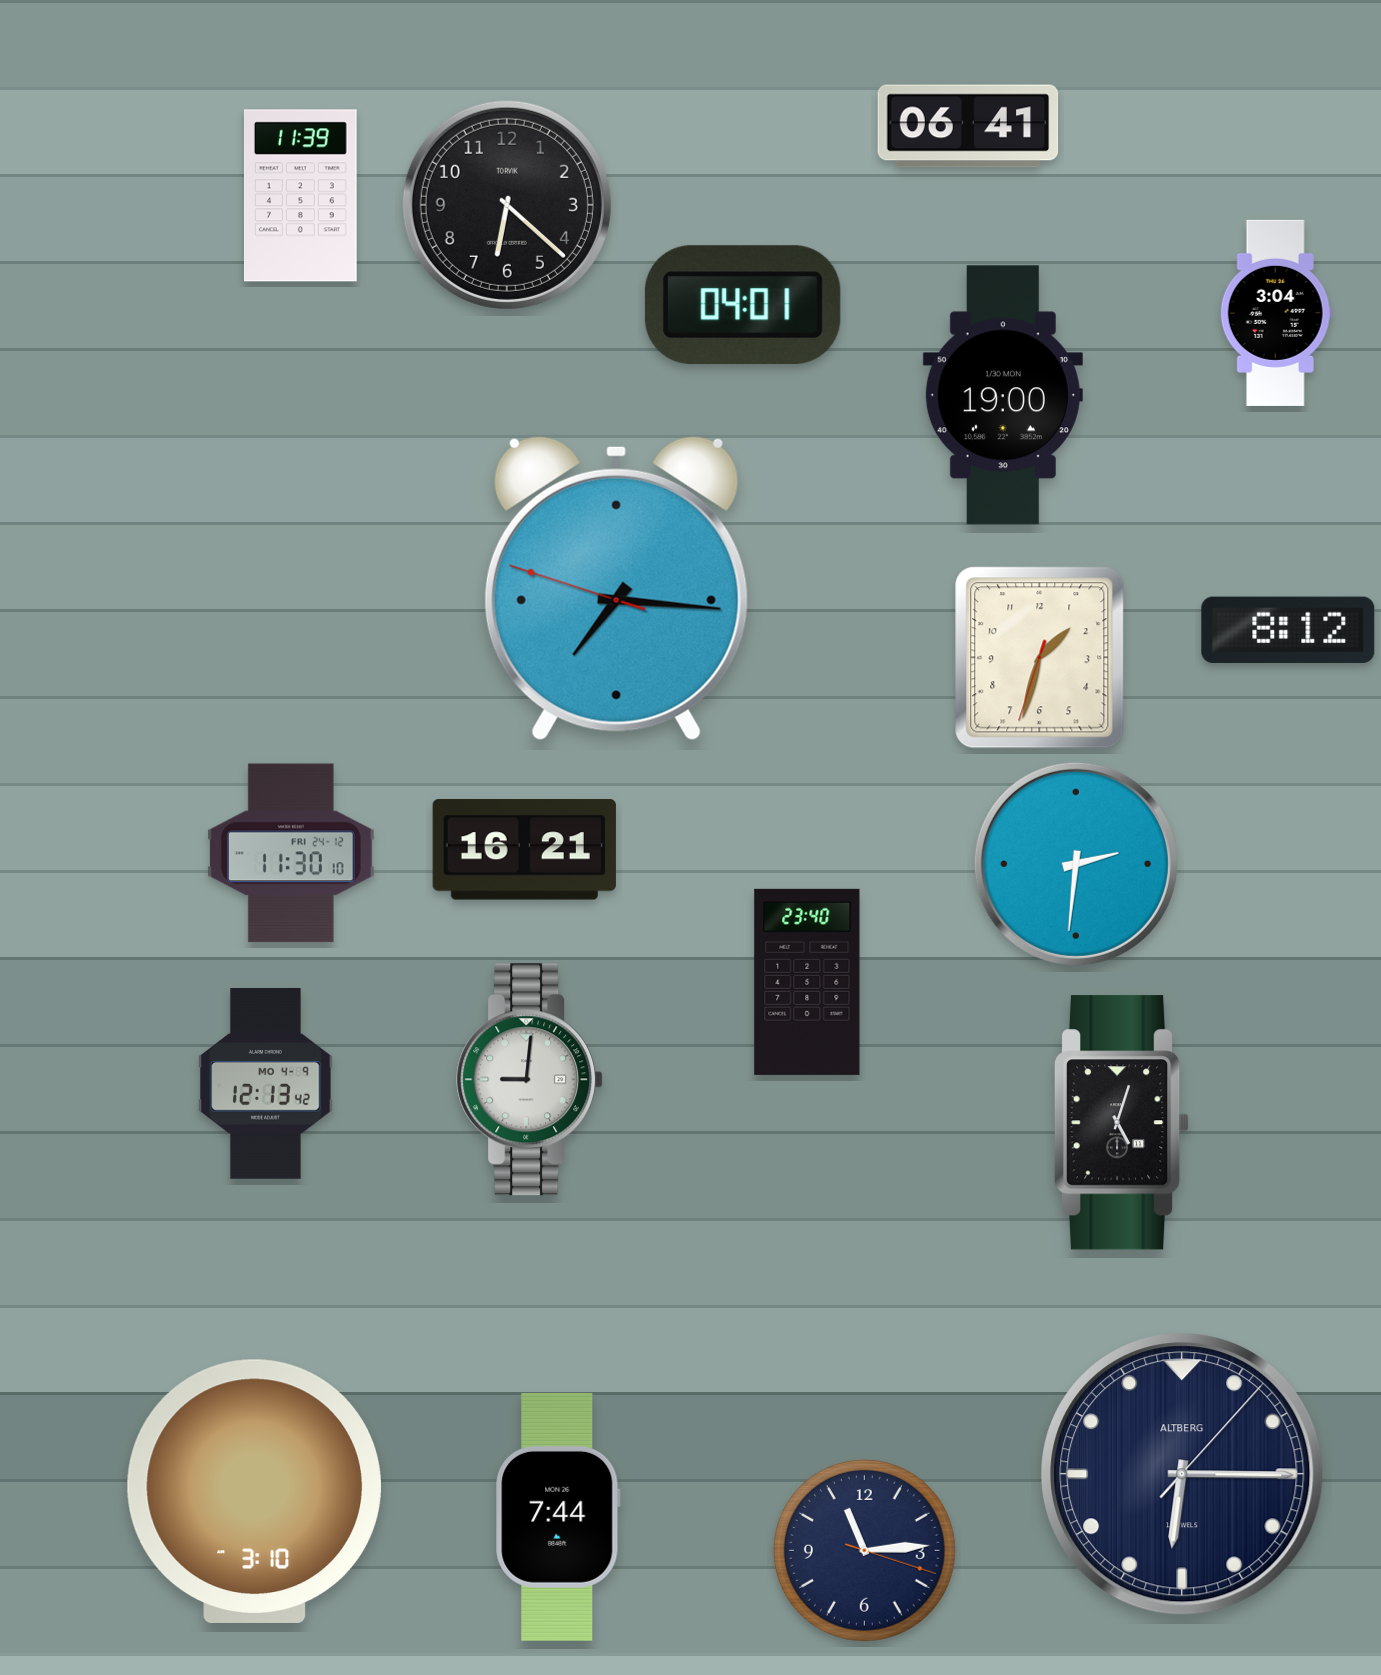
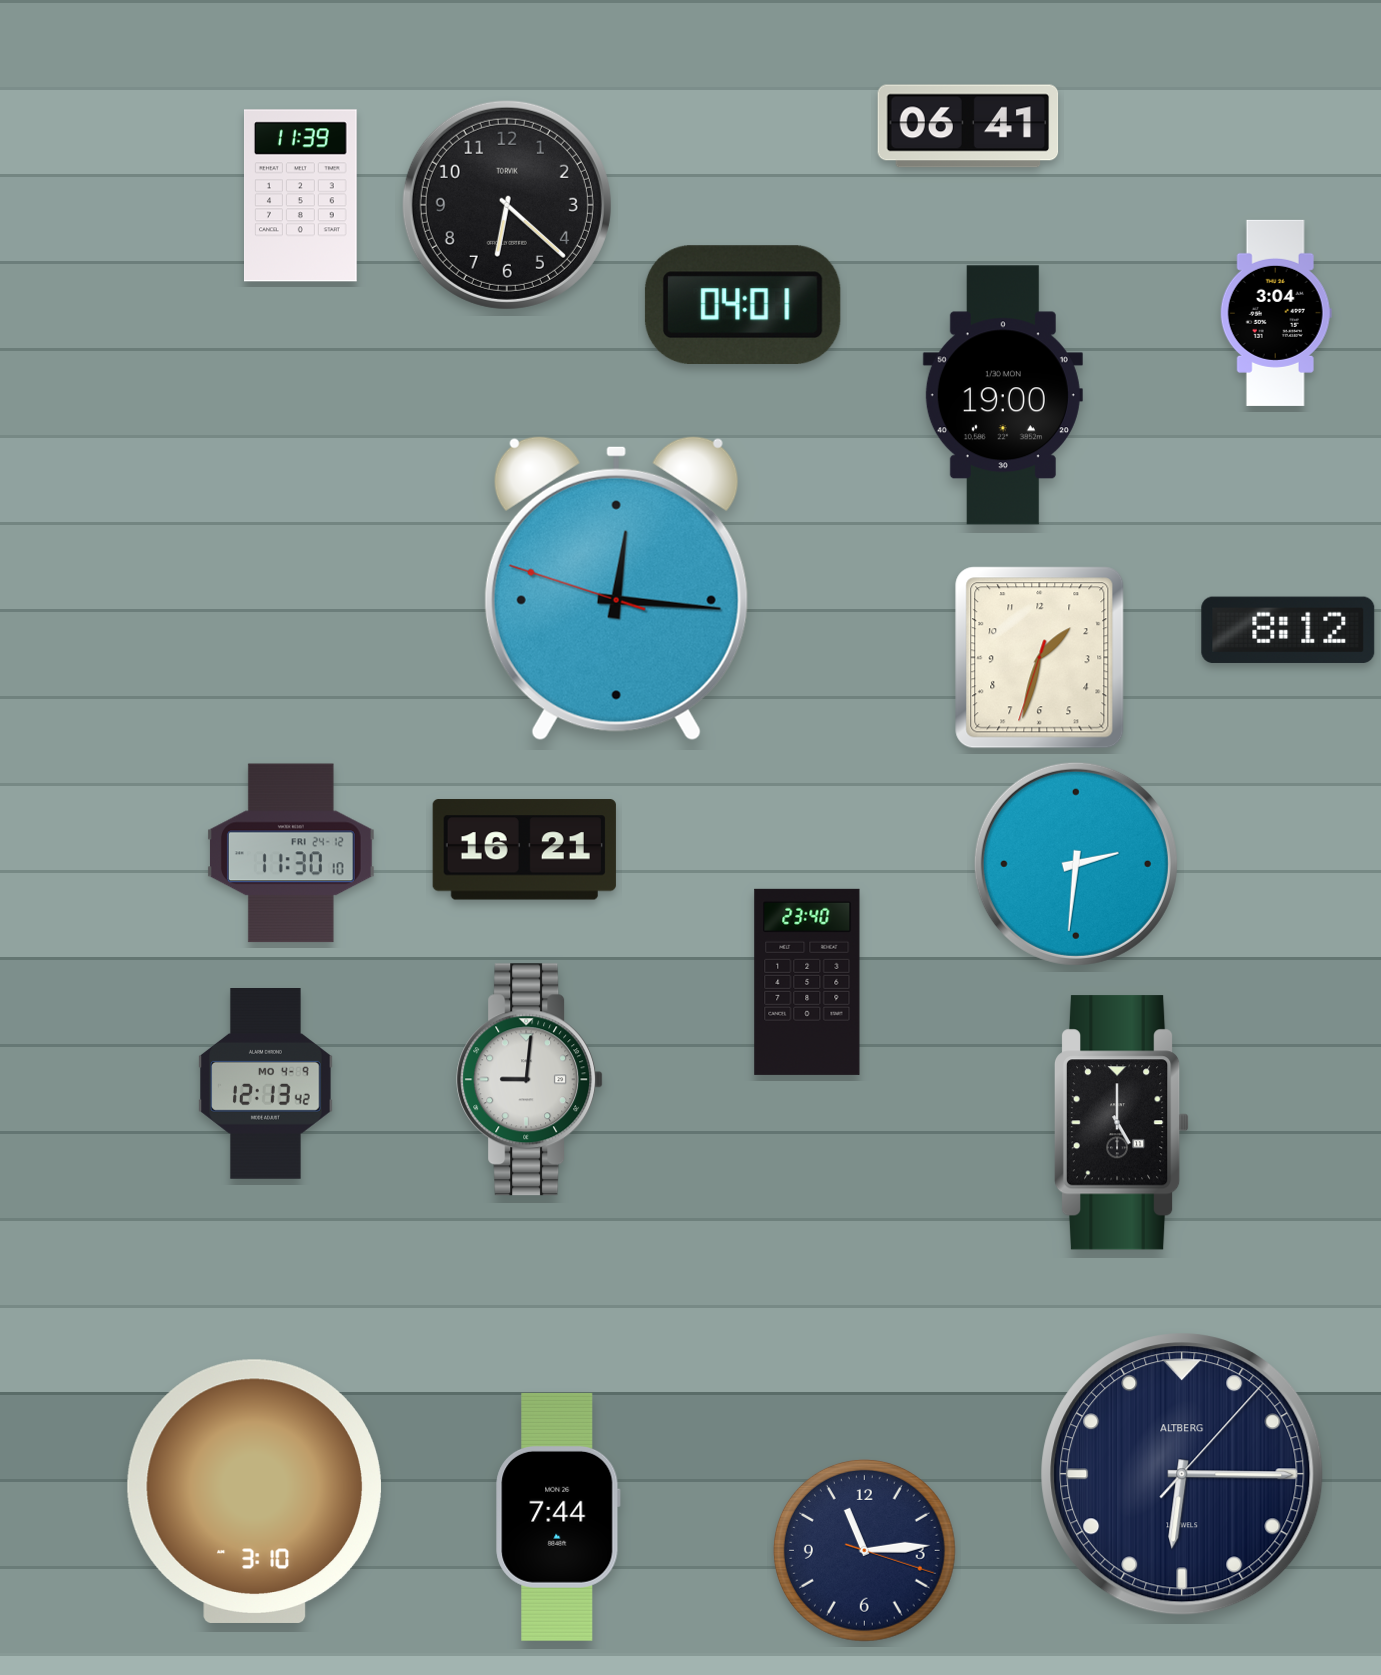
clock at (616, 588): 7:15 -> 12:15
clock at (1121, 1123): 5:03 -> 5:00
